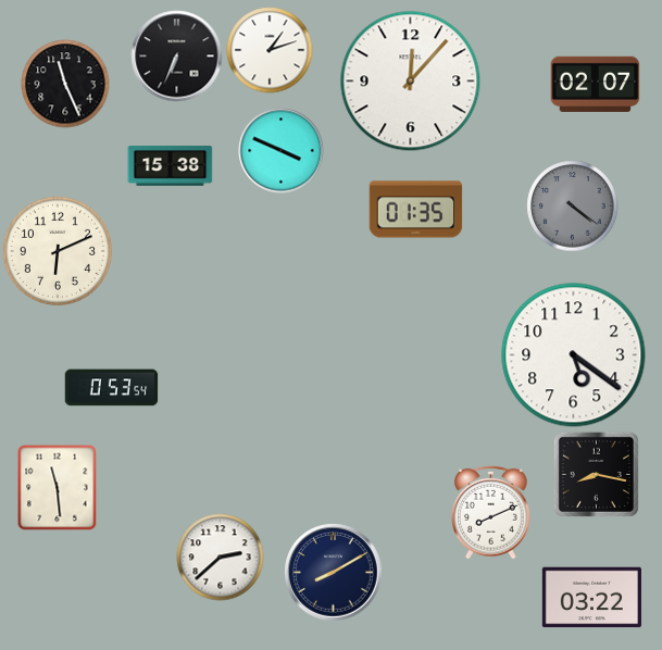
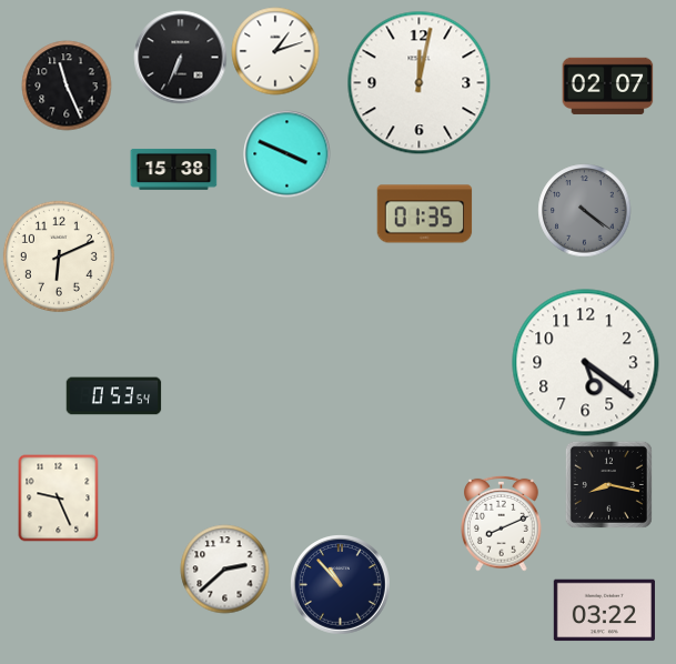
clock at (410, 80): 12:07 -> 12:02
clock at (58, 487): 11:29 -> 9:26
clock at (333, 572): 8:10 -> 10:53
